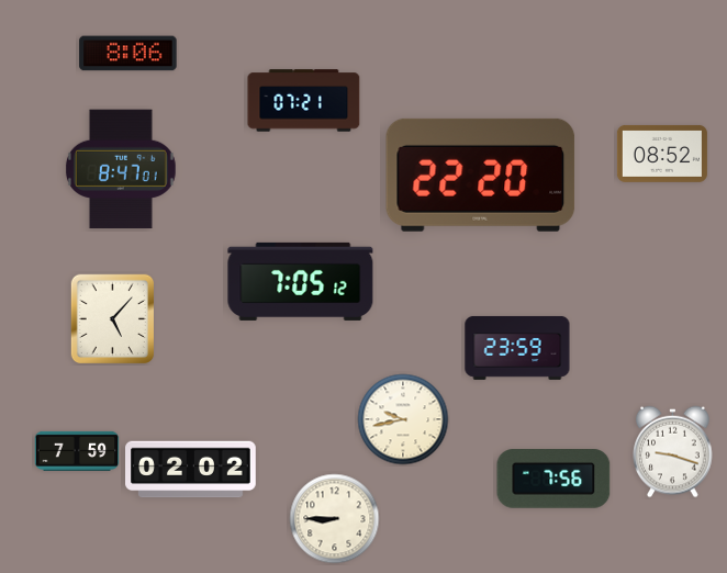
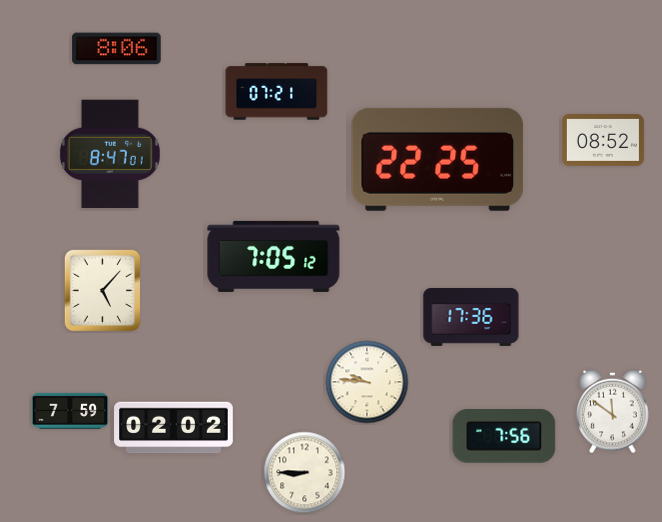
clock at (481, 175): 22:20 -> 22:25
clock at (517, 348): 23:59 -> 17:36
clock at (403, 419): 9:43 -> 9:46
clock at (673, 452): 9:18 -> 11:51
